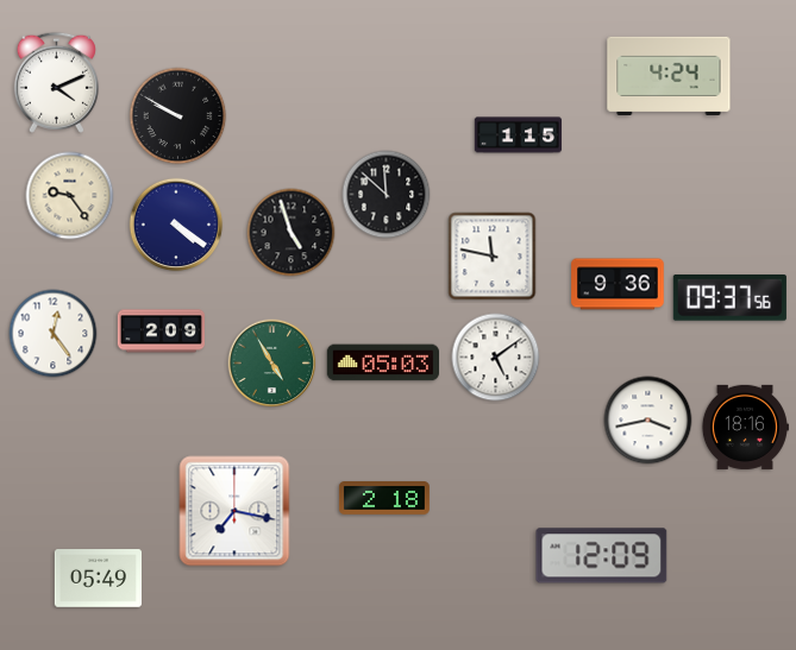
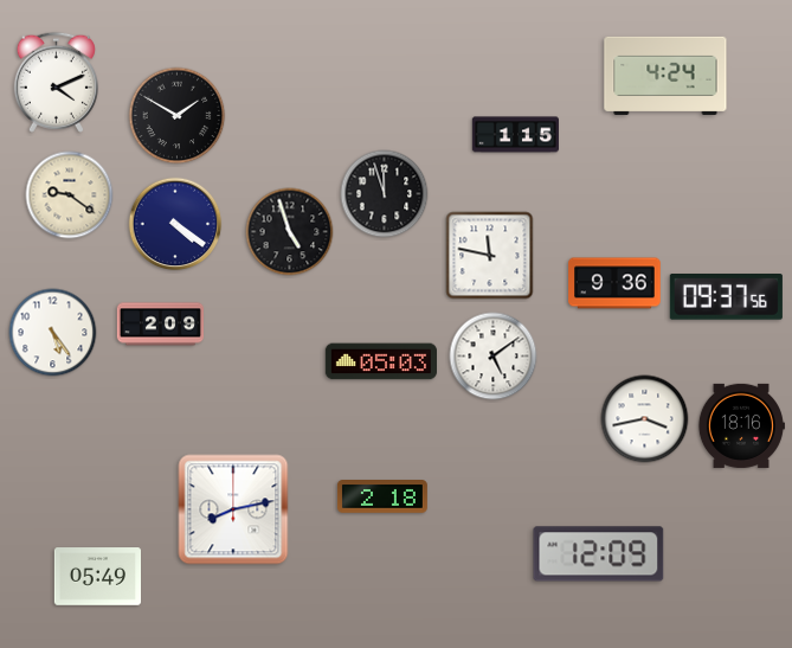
clock at (178, 116): 9:50 -> 1:50
clock at (387, 195): 11:52 -> 11:57
clock at (70, 196): 9:24 -> 9:21
clock at (161, 332) position: (161, 332) -> (160, 325)
clock at (54, 334): 12:24 -> 5:24
clock at (272, 364): 4:55 -> none
clock at (234, 511): 7:17 -> 8:13
